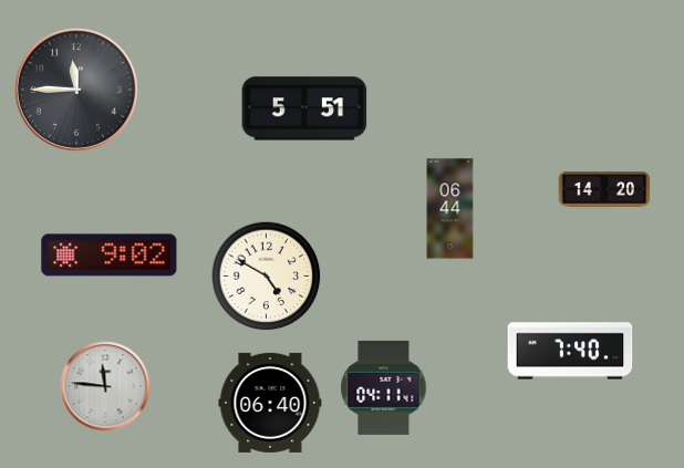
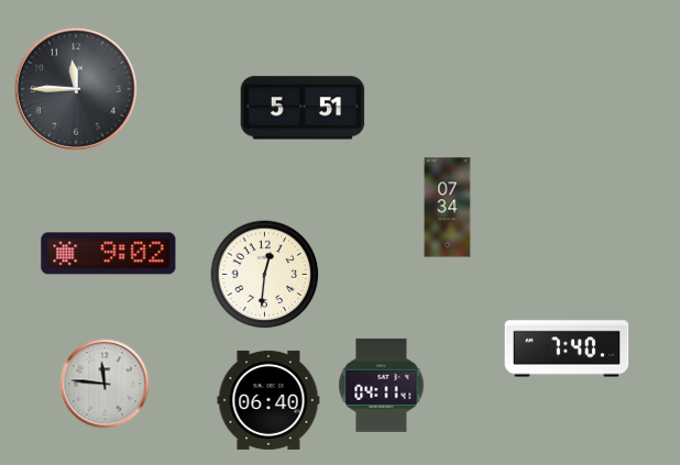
clock at (604, 189): 14:20 -> none
clock at (450, 209): 06:44 -> 07:34
clock at (267, 277): 4:50 -> 12:31
